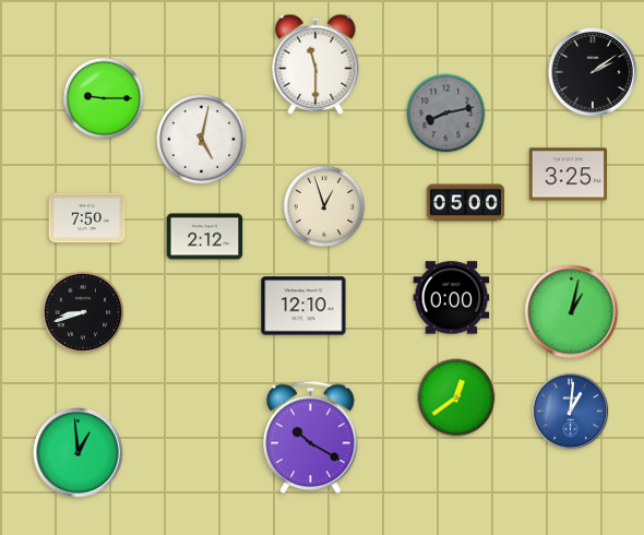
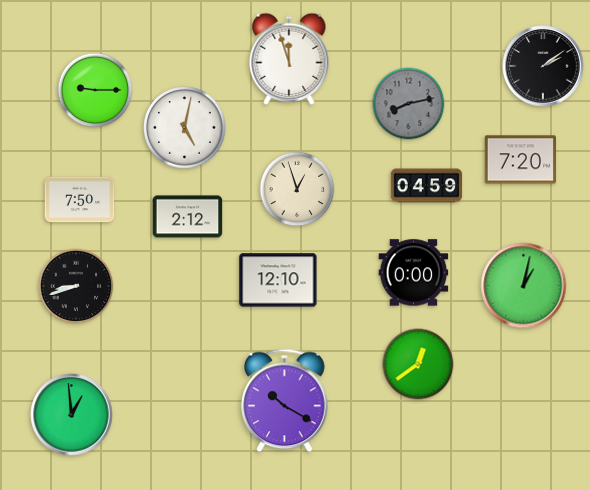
clock at (315, 64): 11:30 -> 11:57
clock at (569, 175): 3:25 -> 7:20
clock at (466, 203): 05:00 -> 04:59
clock at (571, 412): 1:01 -> none
